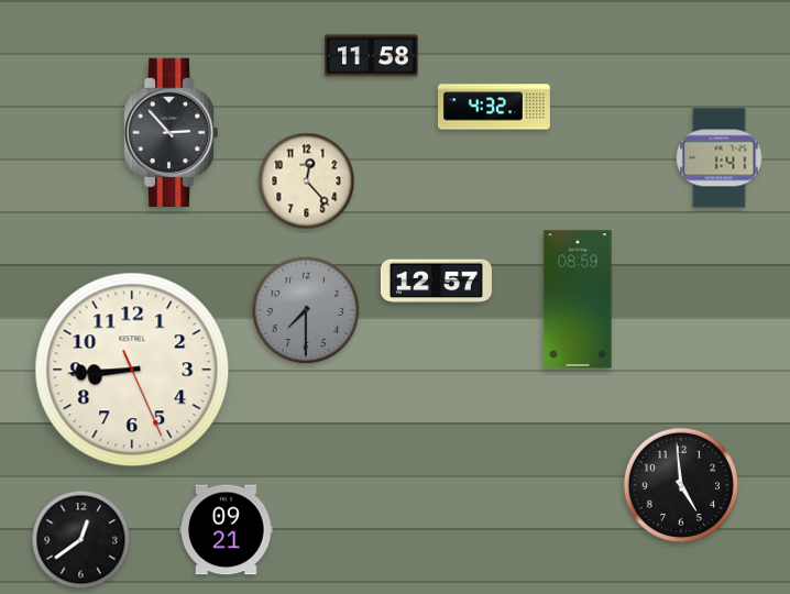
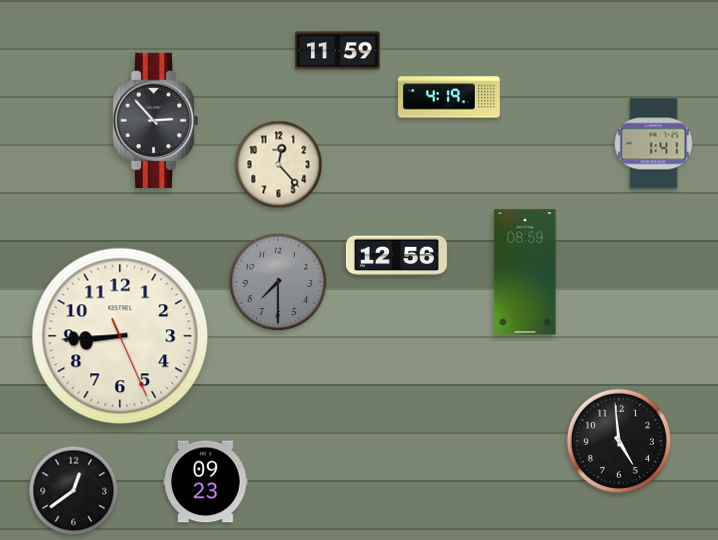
clock at (372, 56): 11:58 -> 11:59
clock at (494, 107): 4:32 -> 4:19
clock at (436, 282): 12:57 -> 12:56
clock at (227, 530): 09:21 -> 09:23
